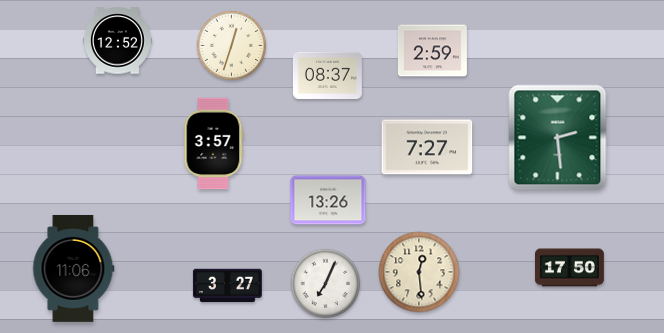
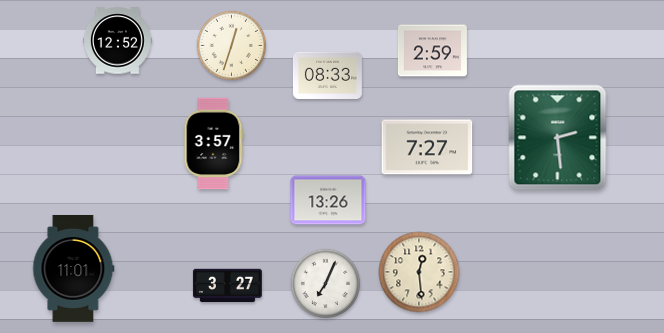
clock at (327, 75): 08:37 -> 08:33
clock at (74, 268): 11:06 -> 11:01
clock at (569, 268): 17:50 -> none
